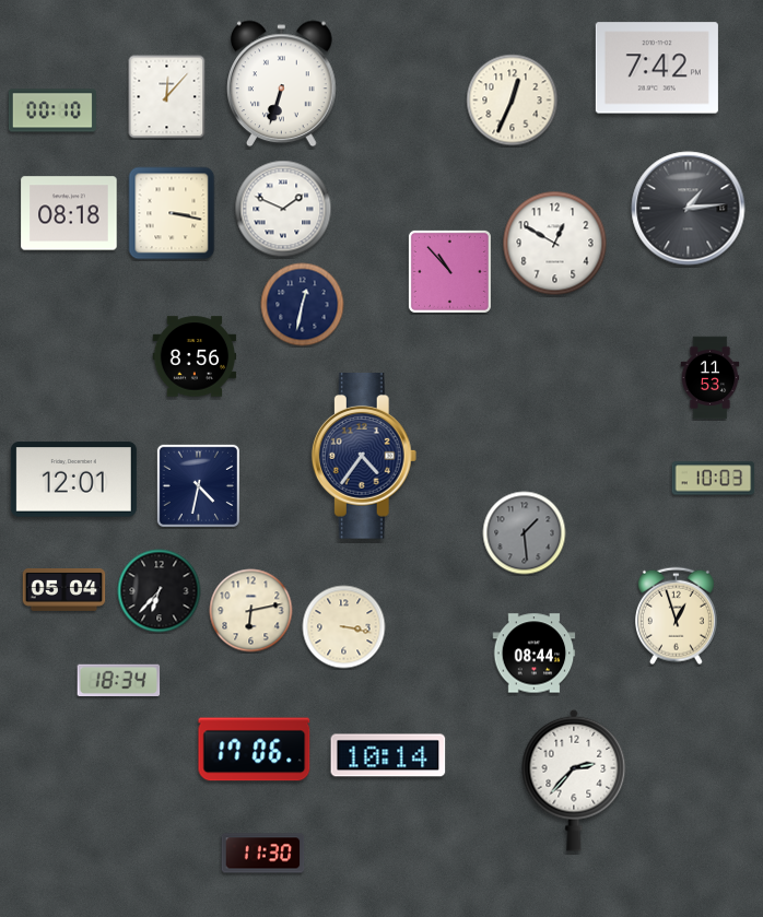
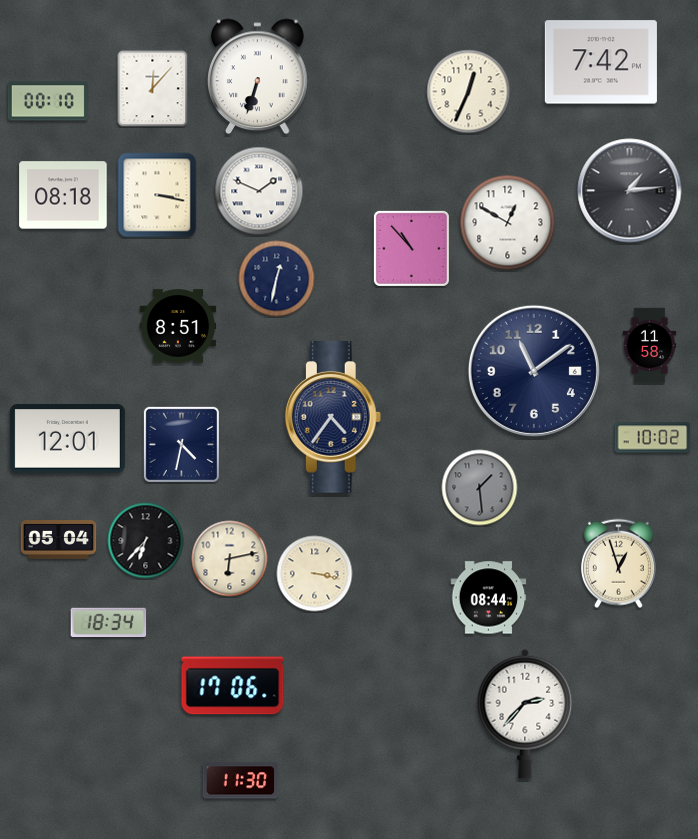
clock at (195, 356): 8:56 -> 8:51
clock at (711, 378): 11:53 -> 11:58
clock at (534, 371): none -> 11:09
clock at (714, 479): 10:03 -> 10:02
clock at (388, 755): 10:14 -> none
